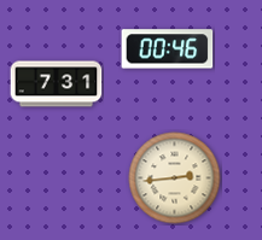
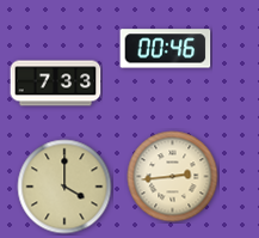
clock at (57, 84): 7:31 -> 7:33
clock at (64, 187): none -> 4:00
